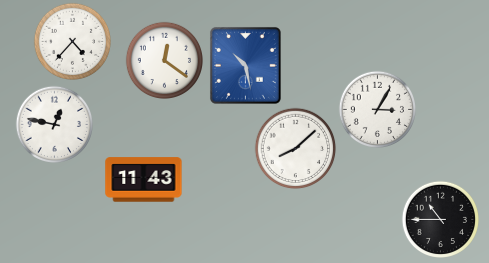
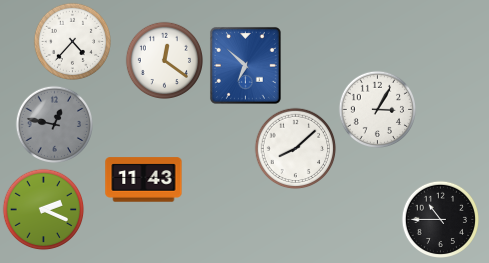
clock at (245, 65): 10:28 -> 6:52
clock at (54, 124) dial: white -> grey
clock at (43, 209): none -> 2:19
